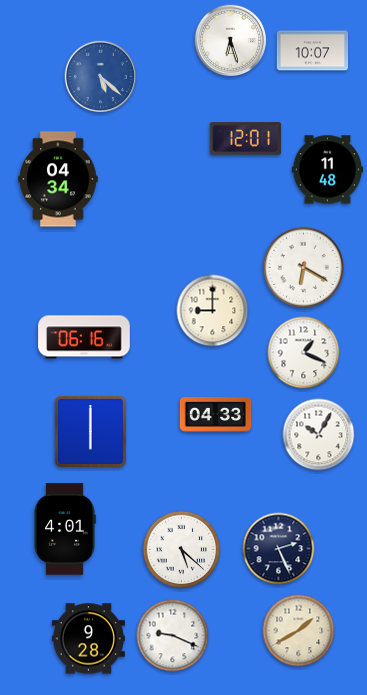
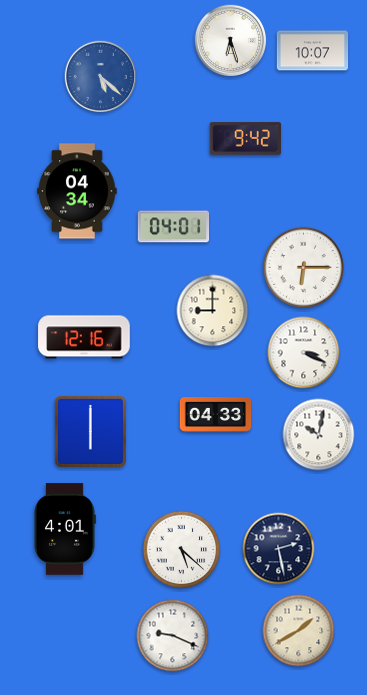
clock at (246, 139): 12:01 -> 9:42
clock at (328, 170): 11:48 -> none
clock at (58, 179) position: (58, 179) -> (77, 191)
clock at (174, 227): none -> 04:01
clock at (303, 267): 6:20 -> 6:15
clock at (84, 337): 06:16 -> 12:16
clock at (304, 353): 1:19 -> 3:19
clock at (319, 435): 10:05 -> 10:02
clock at (279, 549): 2:26 -> 2:28
clock at (88, 639): 9:28 -> none
